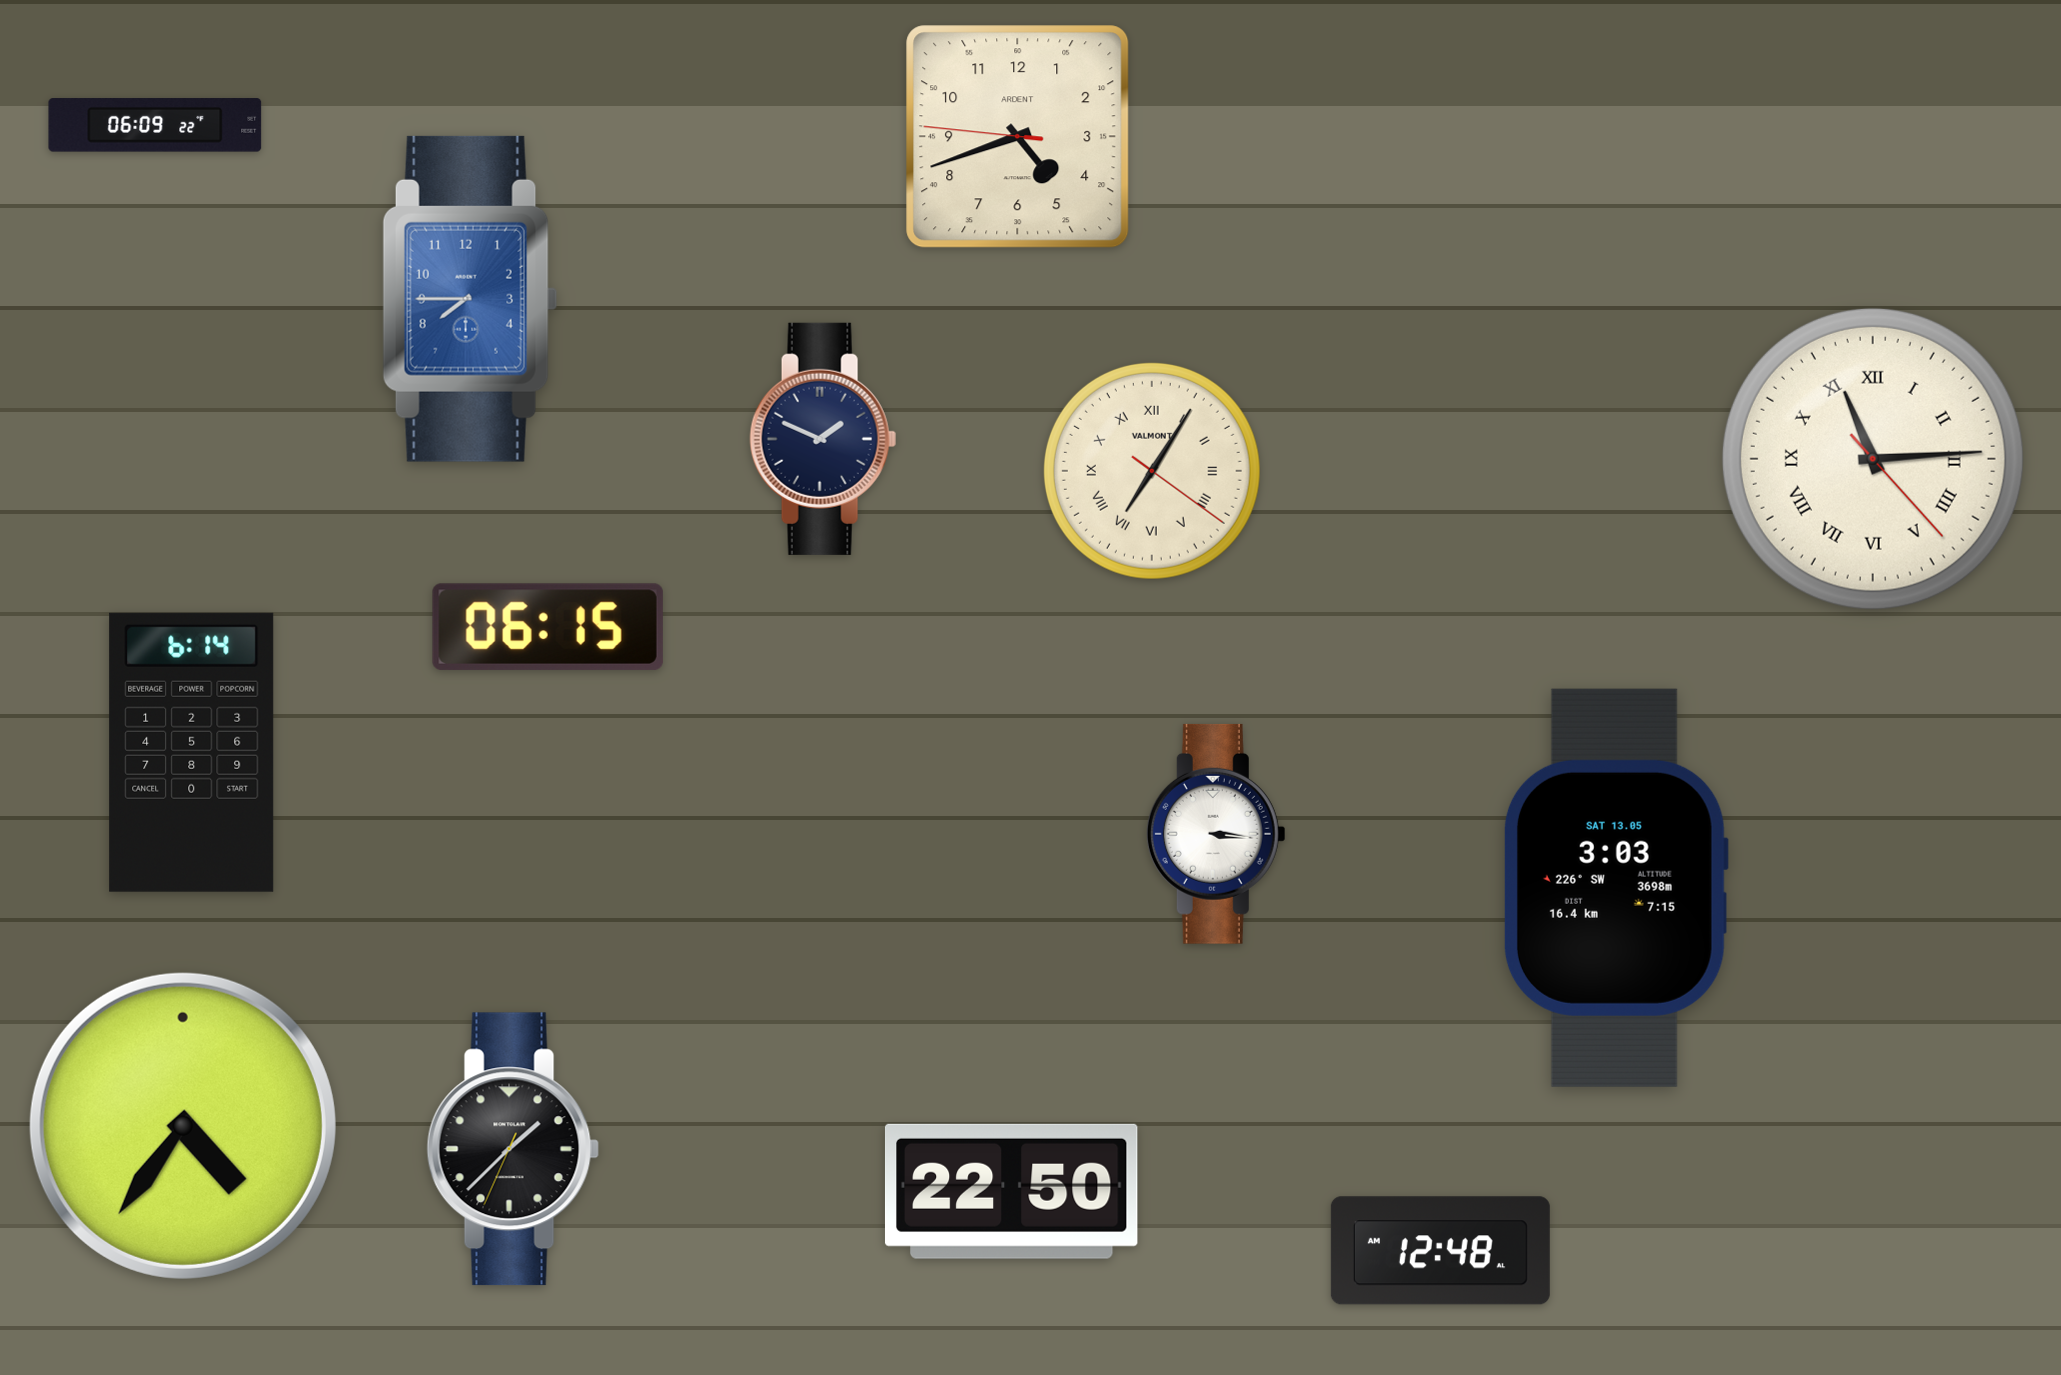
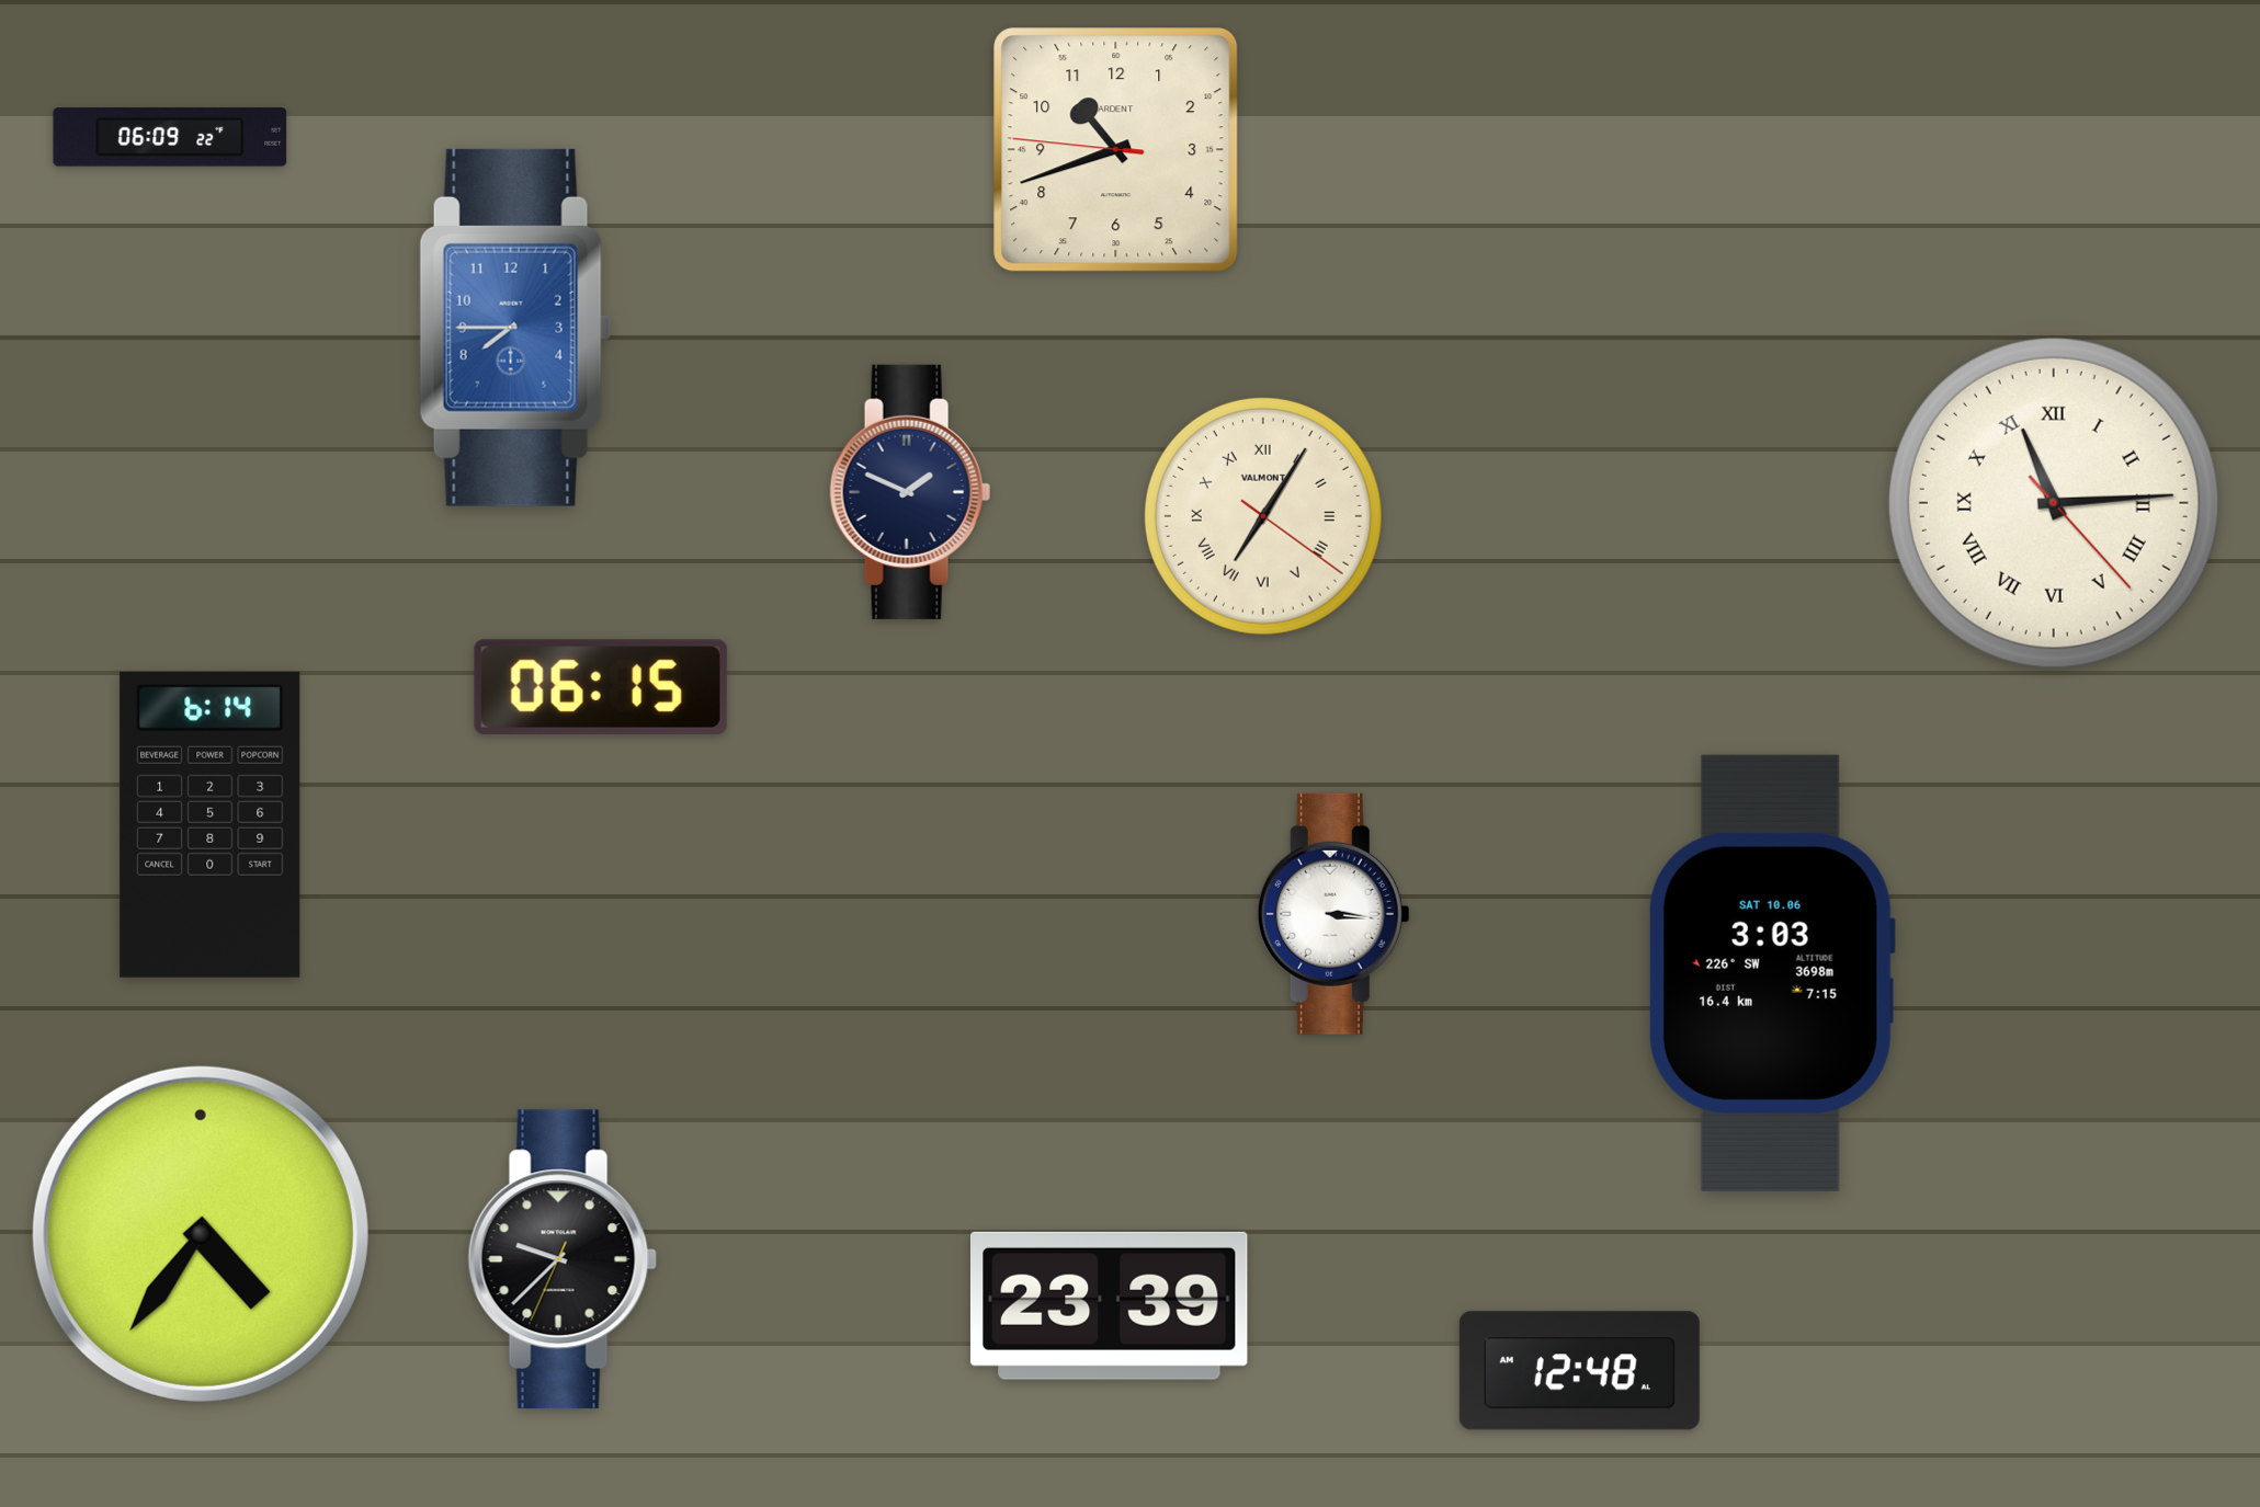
clock at (1018, 137): 4:41 -> 10:41
clock at (823, 439) position: (823, 439) -> (910, 492)
clock at (1616, 888) date: SAT 13.05 -> SAT 10.06
clock at (513, 1149): 1:37 -> 9:37
clock at (1011, 1191): 22:50 -> 23:39
